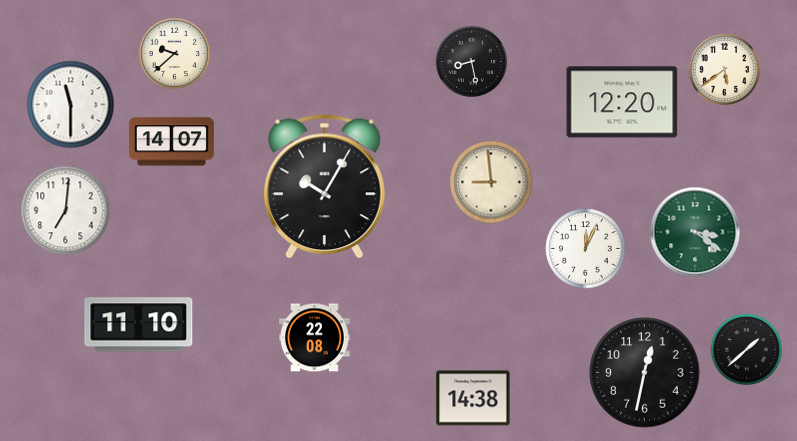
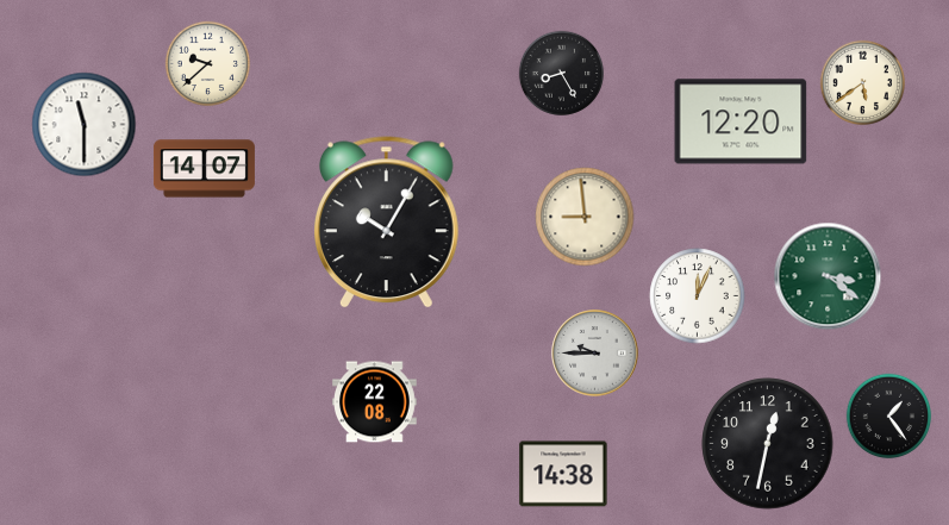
clock at (472, 62): 8:28 -> 8:25
clock at (66, 211): 7:01 -> none
clock at (595, 354): none -> 9:45
clock at (139, 325): 11:10 -> none
clock at (747, 350): 1:38 -> 1:24
